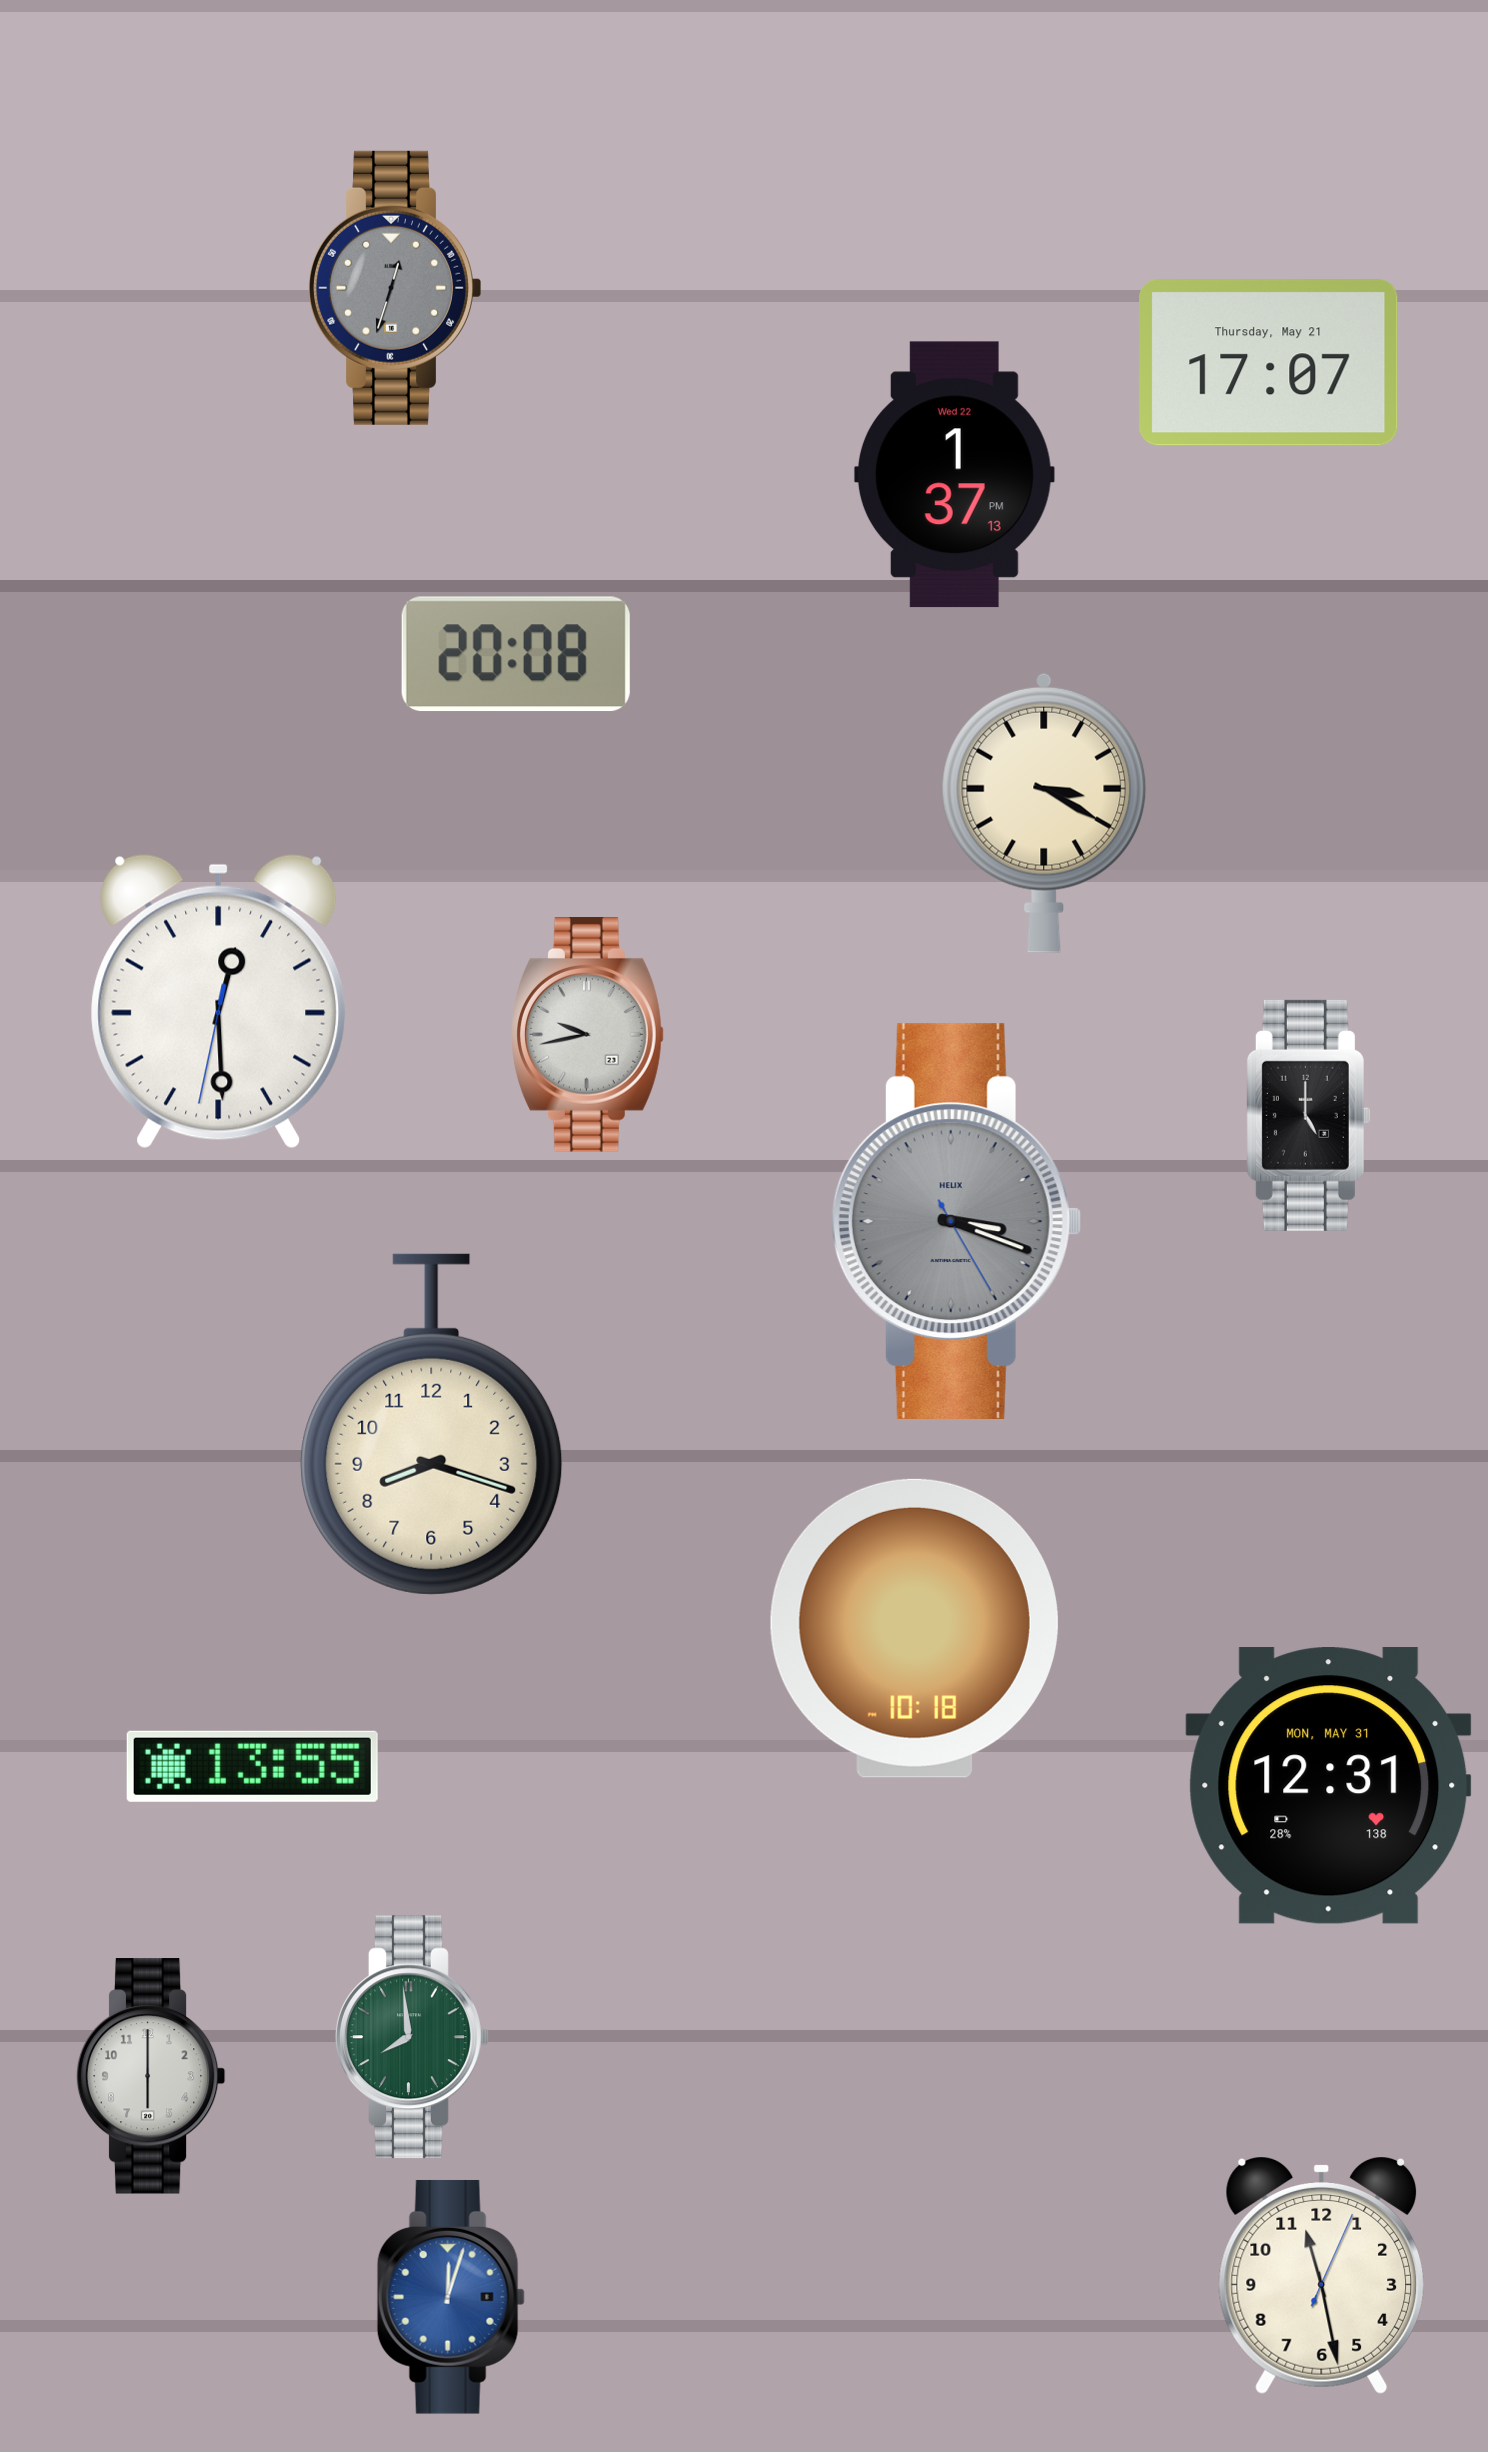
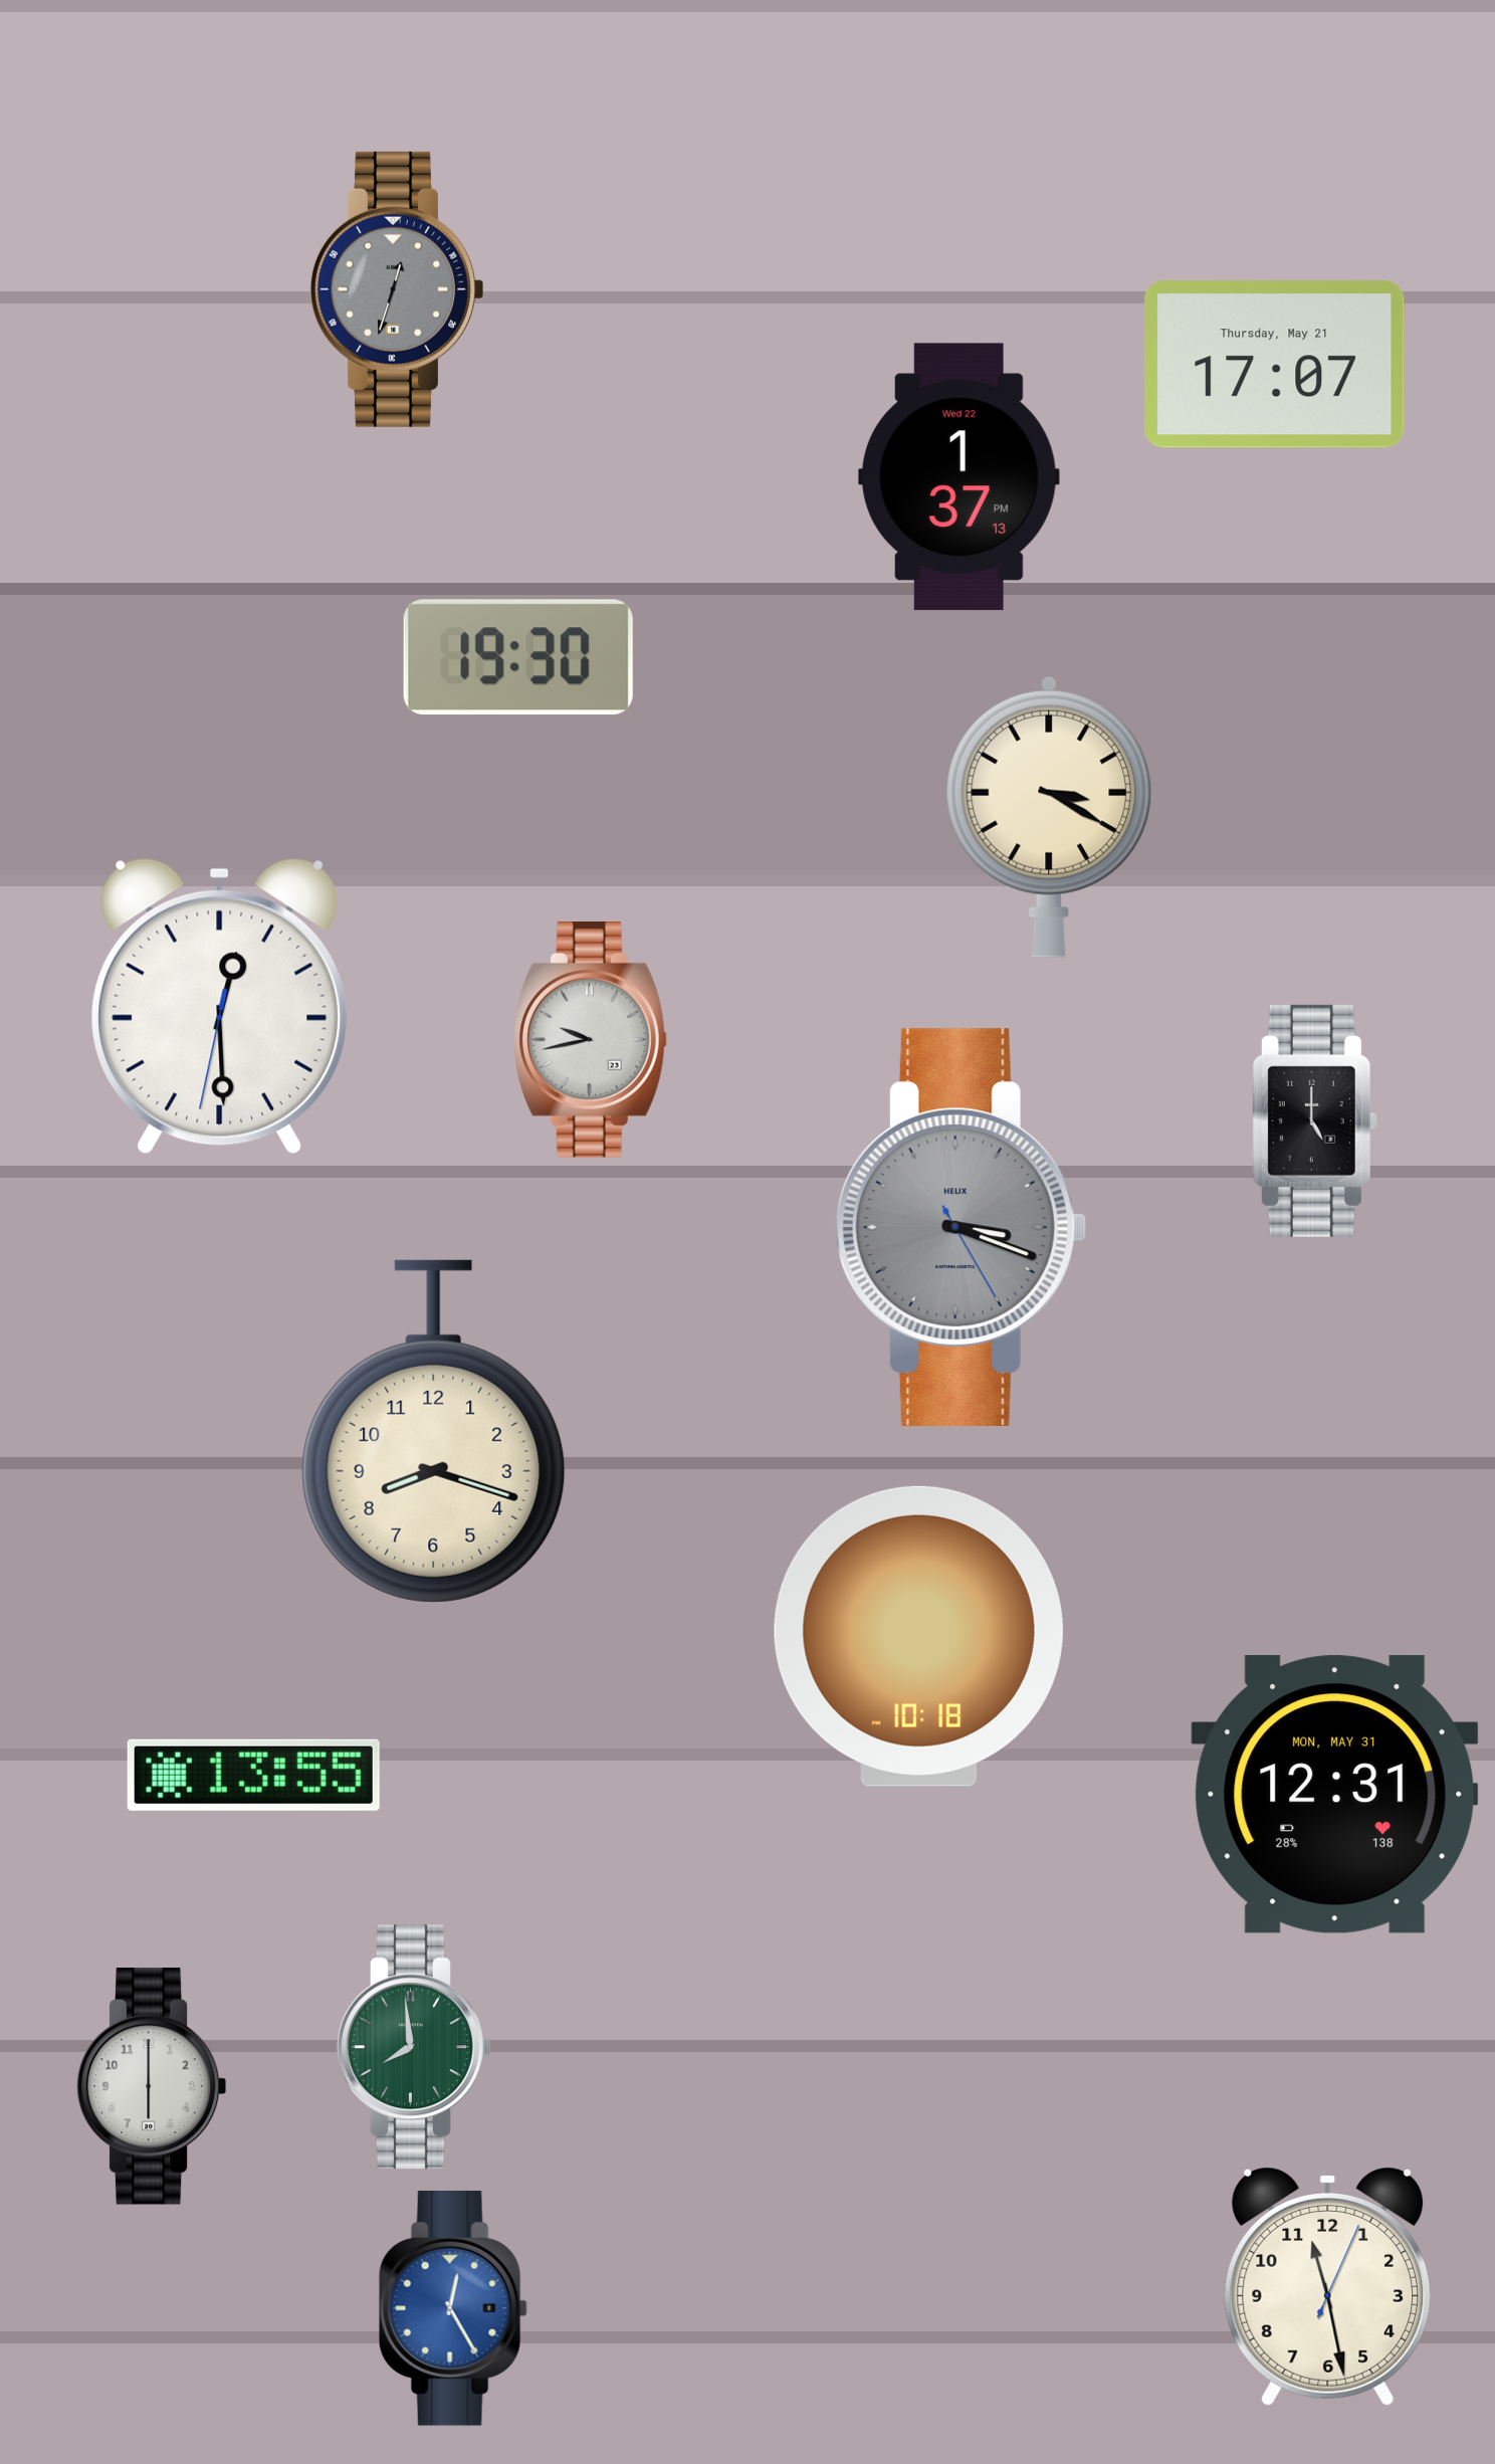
clock at (516, 654): 20:08 -> 19:30
clock at (451, 2297): 12:03 -> 12:25
